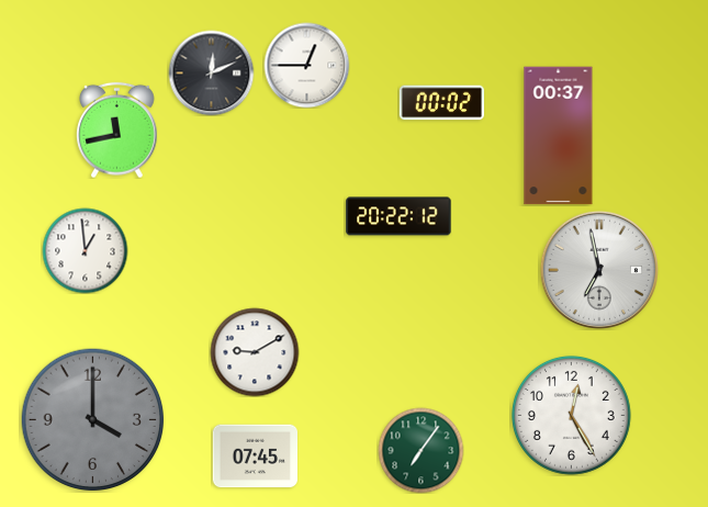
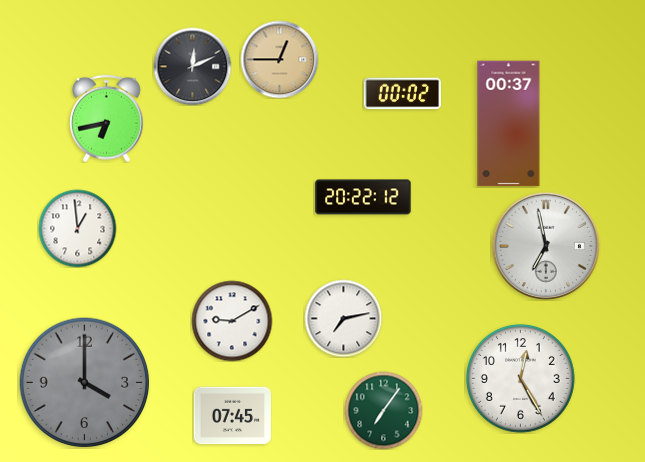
clock at (306, 65) dial: white -> champagne
clock at (117, 129): 11:43 -> 6:43
clock at (343, 318): none -> 7:13
